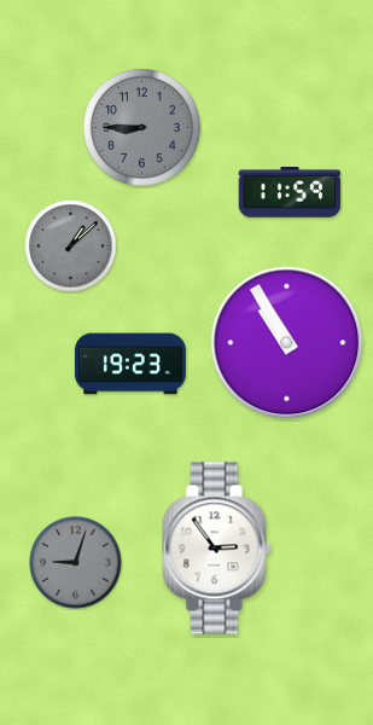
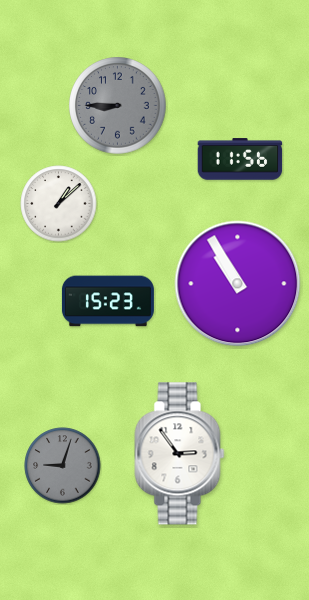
clock at (290, 192): 11:59 -> 11:56
clock at (71, 246) dial: grey -> white
clock at (130, 364): 19:23 -> 15:23
